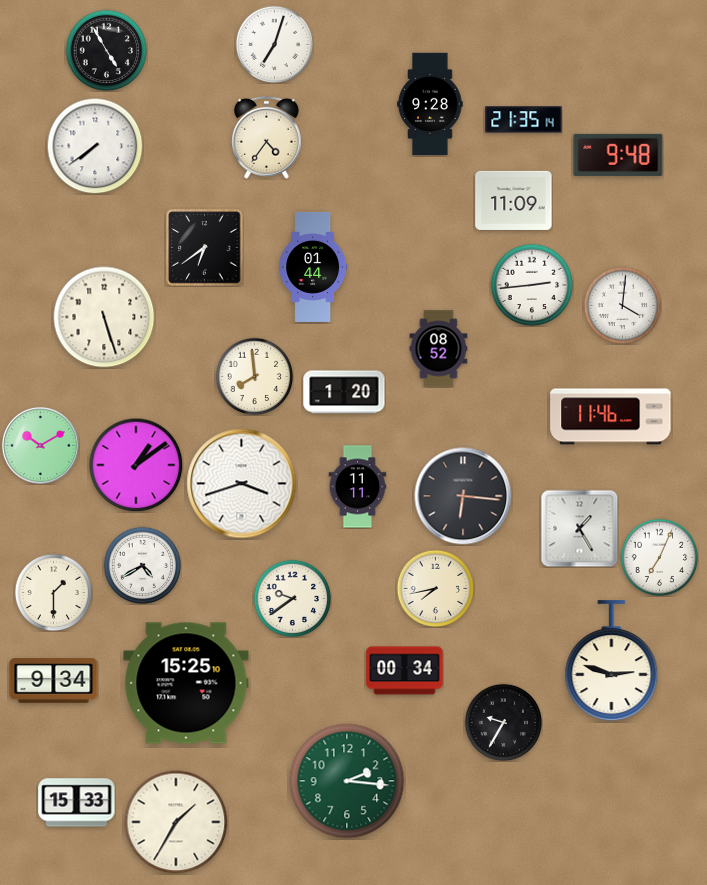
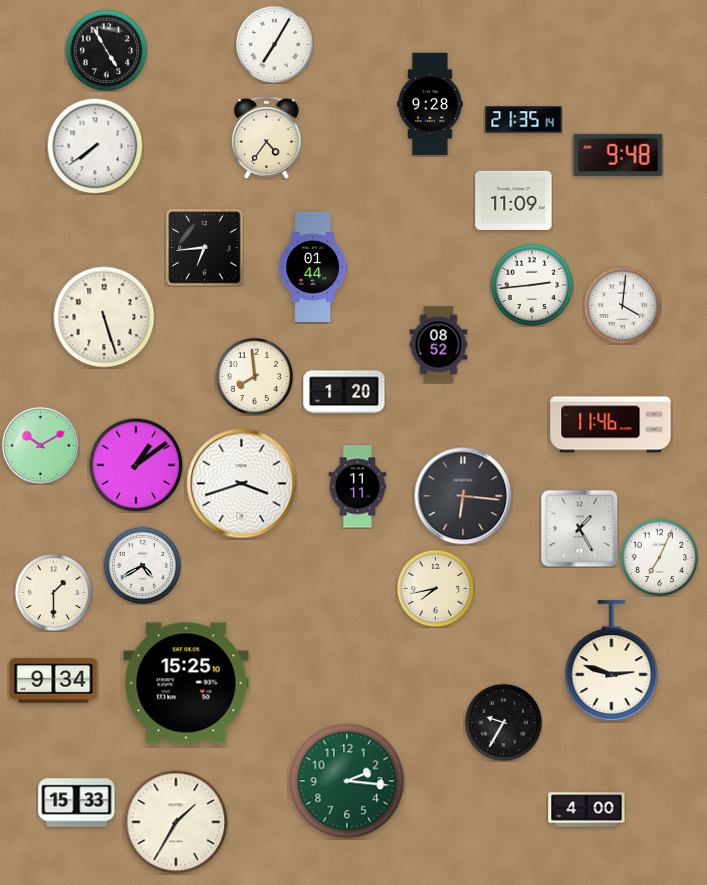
clock at (274, 44): 7:03 -> 7:05
clock at (205, 248): 6:39 -> 6:44
clock at (439, 349) position: (439, 349) -> (439, 345)
clock at (611, 417) position: (611, 417) -> (611, 425)
clock at (292, 598): 9:39 -> none
clock at (405, 671): 00:34 -> none
clock at (587, 810): none -> 4:00
